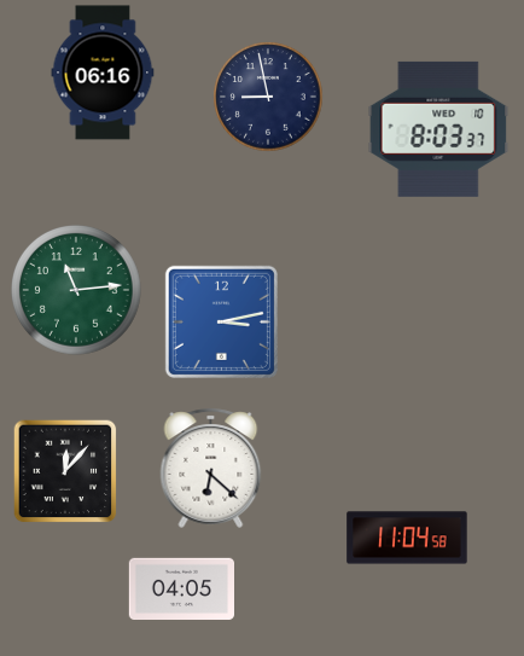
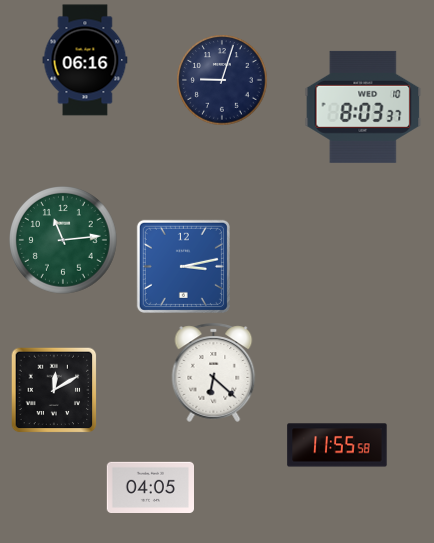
clock at (268, 97): 8:58 -> 9:03
clock at (211, 468) position: (211, 468) -> (214, 372)
clock at (65, 471): 12:07 -> 12:10
clock at (407, 538): 11:04 -> 11:55
